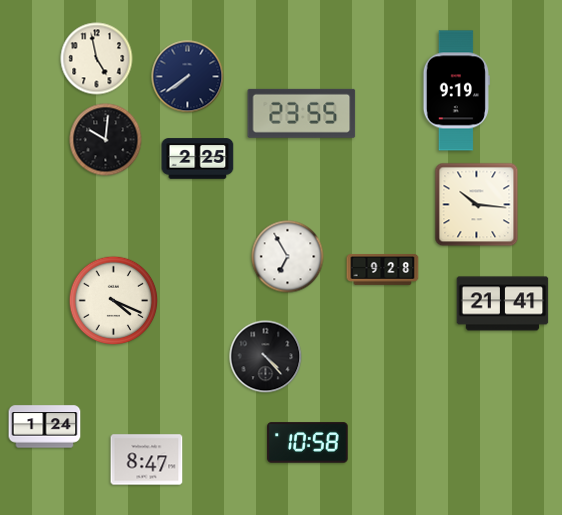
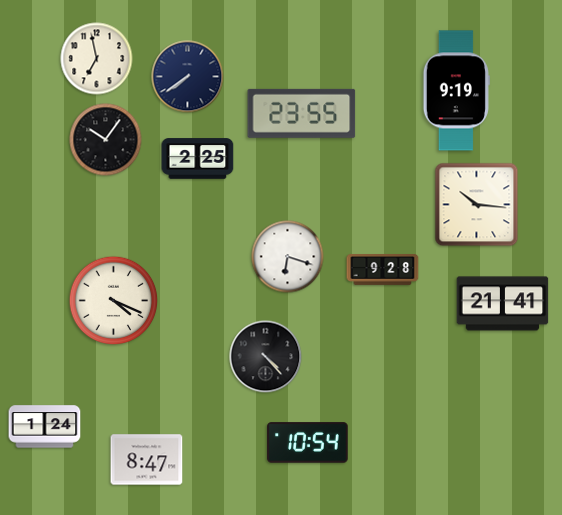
clock at (97, 59): 4:58 -> 6:58
clock at (106, 140): 10:01 -> 10:06
clock at (288, 257): 6:55 -> 6:18
clock at (308, 443): 10:58 -> 10:54
